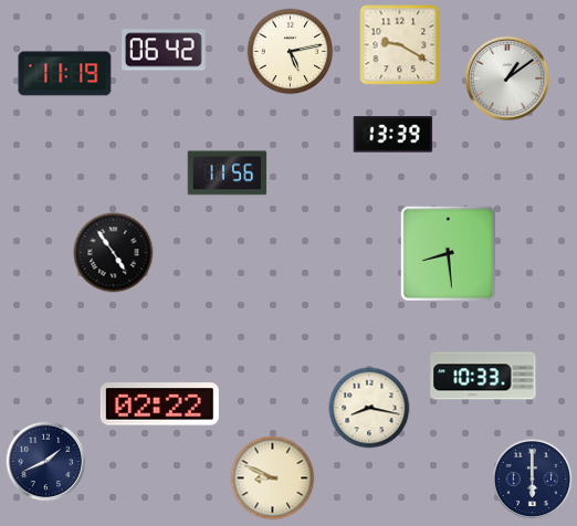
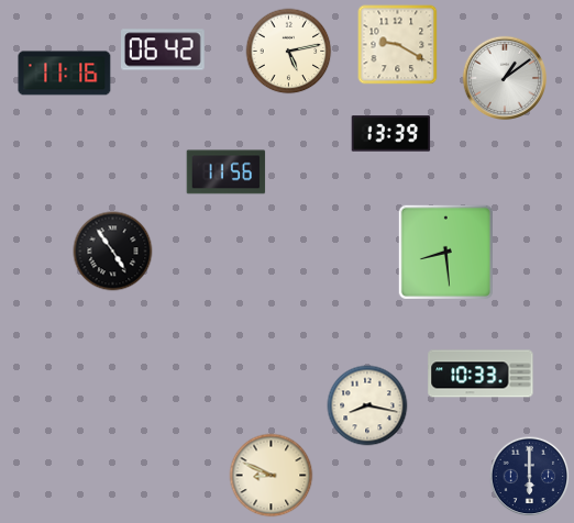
clock at (65, 74): 11:19 -> 11:16
clock at (159, 404): 02:22 -> none
clock at (46, 462): 1:41 -> none
